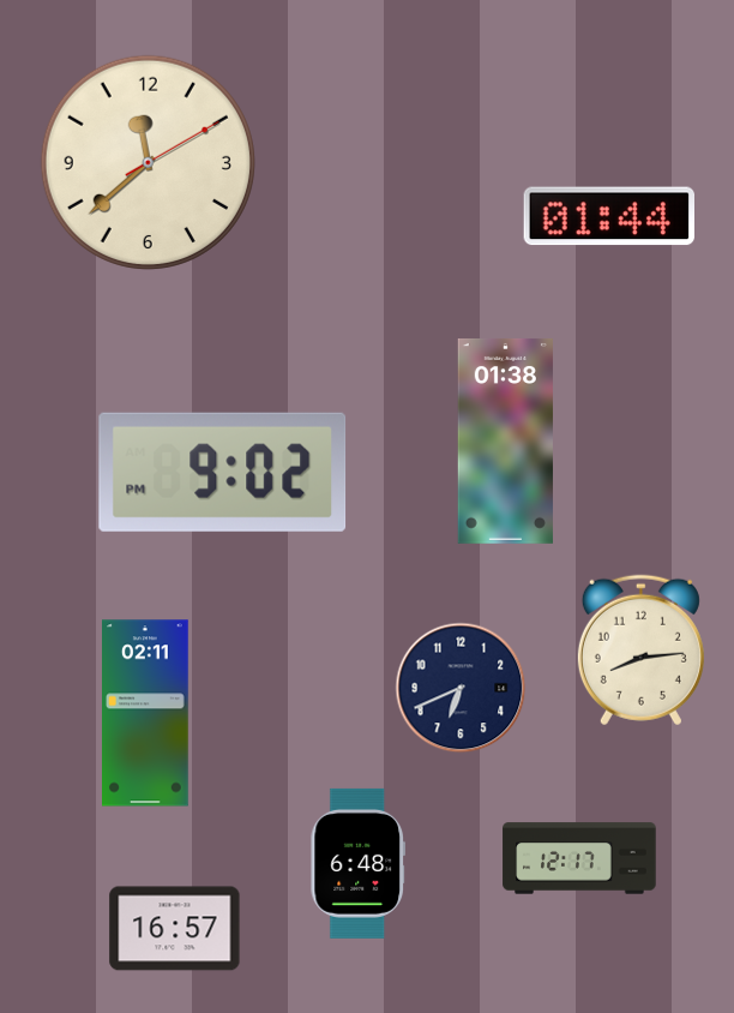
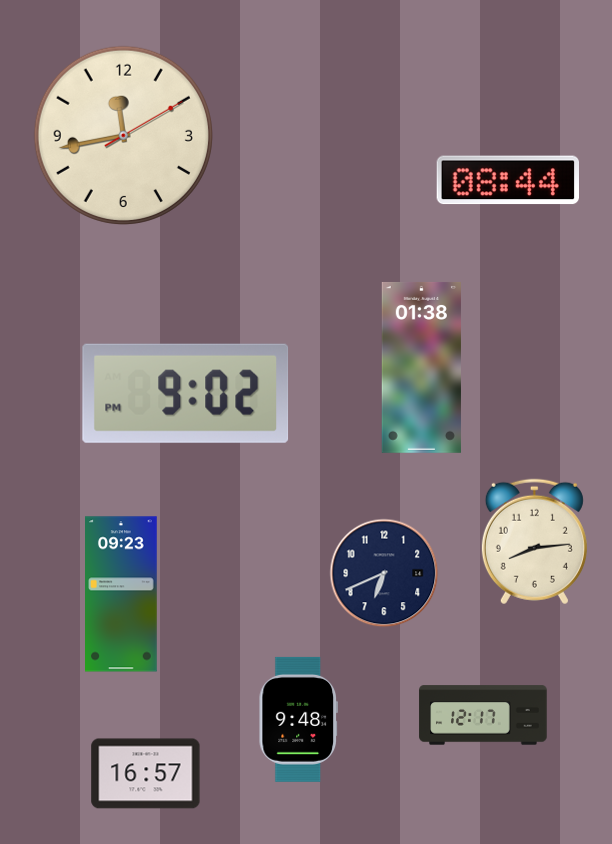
clock at (148, 162): 11:38 -> 11:43
clock at (608, 216): 01:44 -> 08:44
clock at (146, 713): 02:11 -> 09:23
clock at (357, 863): 6:48 -> 9:48
